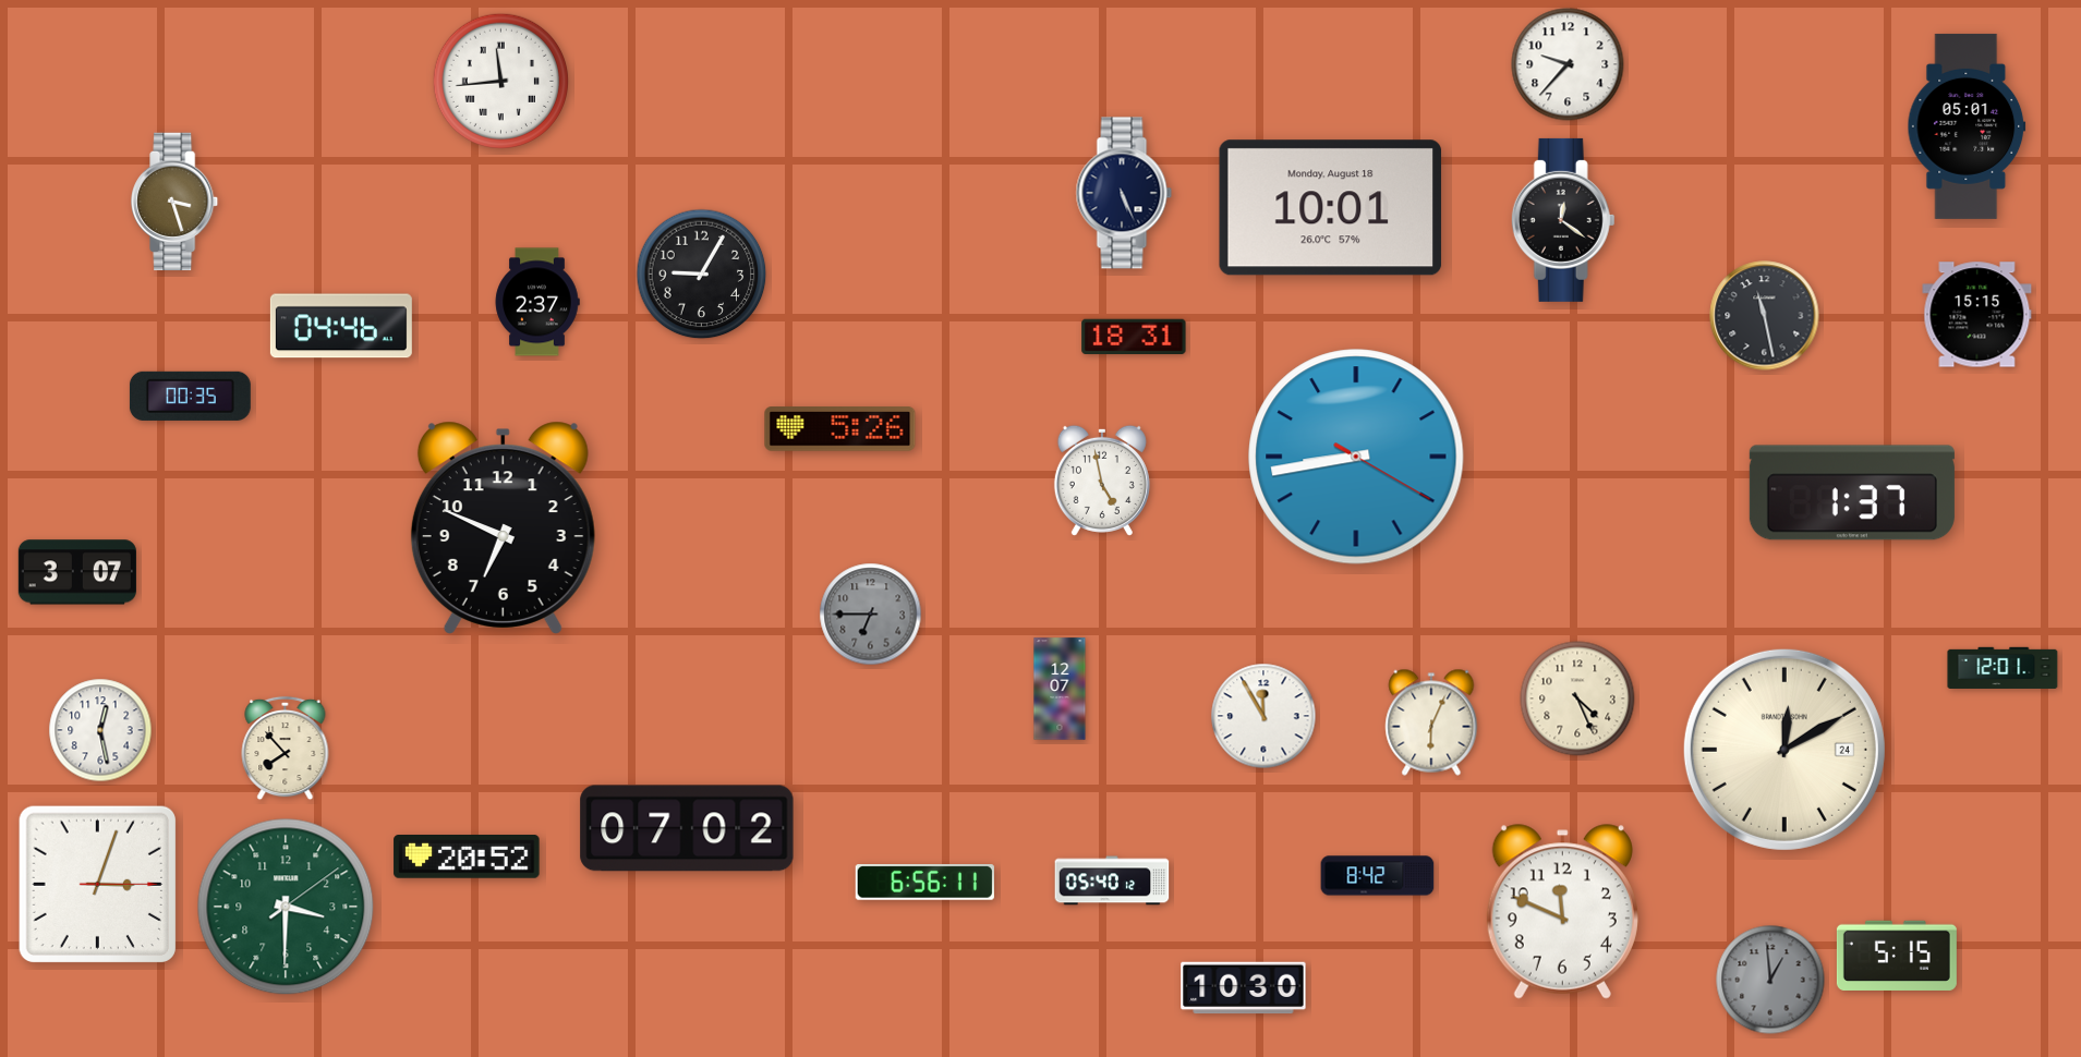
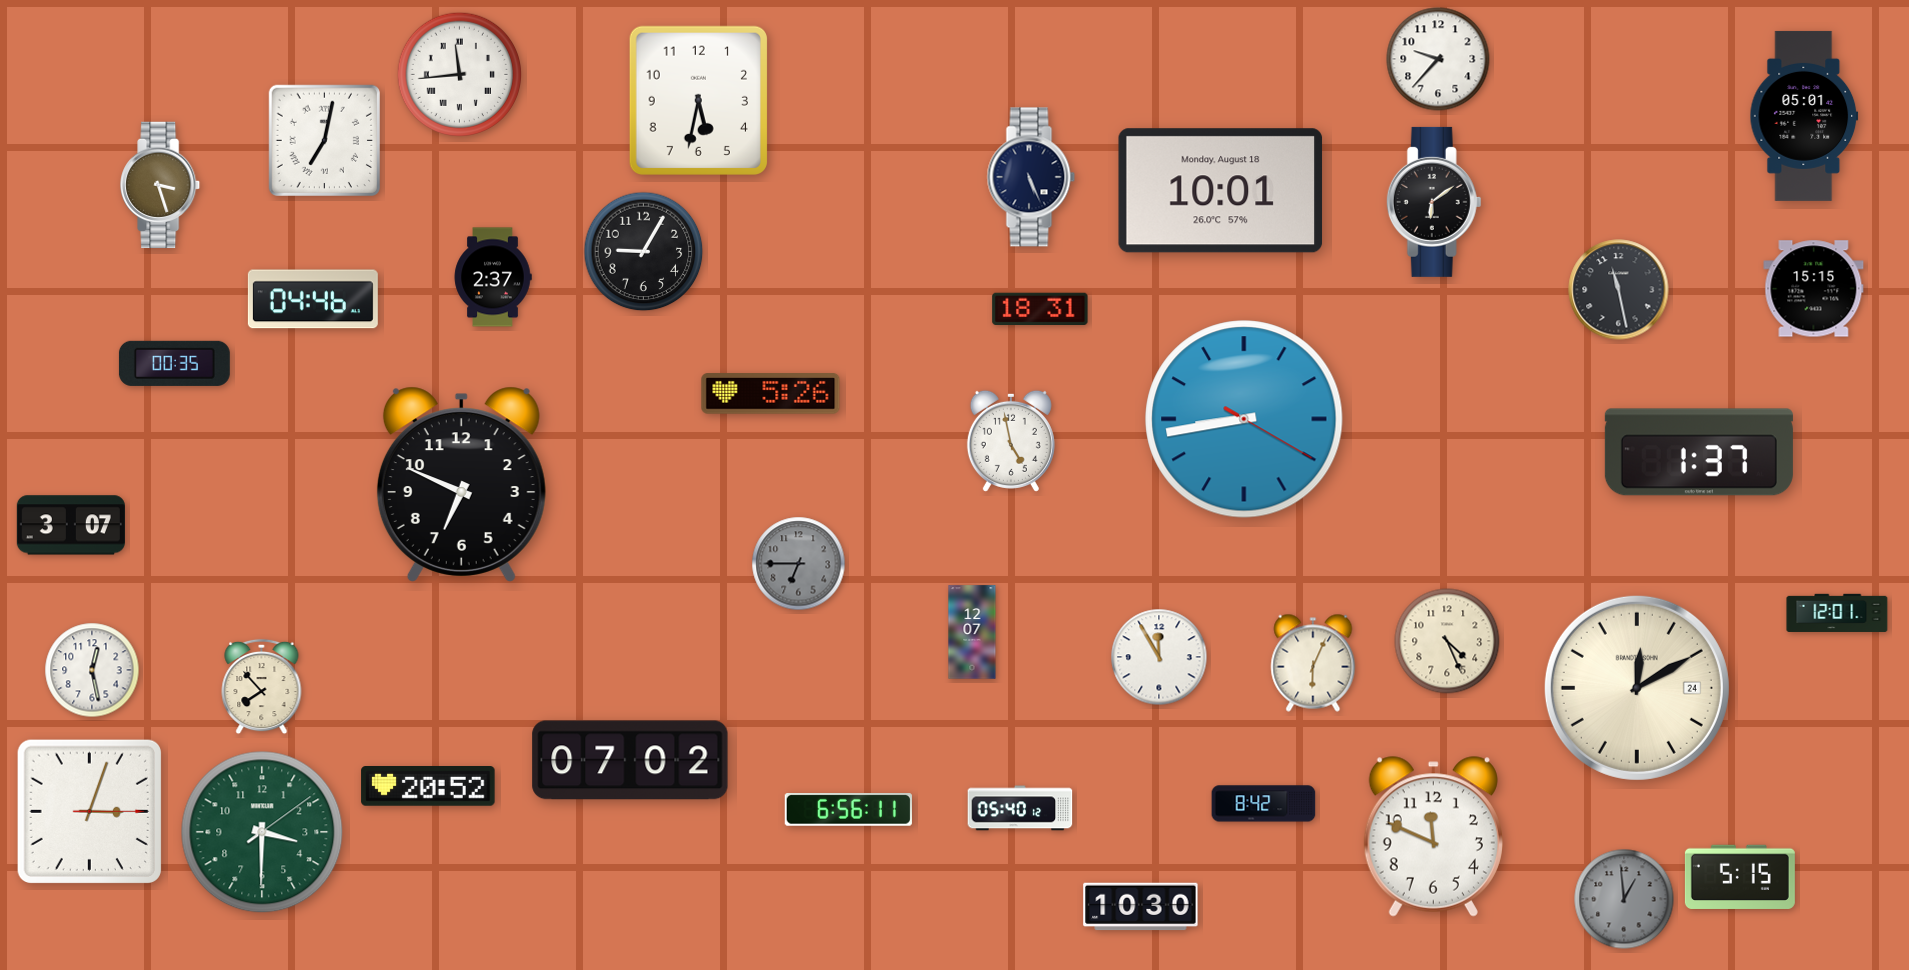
clock at (698, 100): none -> 5:32
clock at (324, 140): none -> 7:02
clock at (1563, 220): 12:21 -> 6:09
